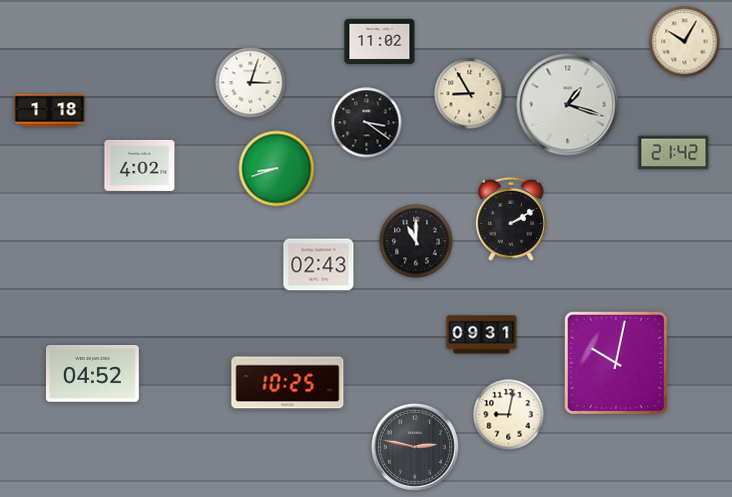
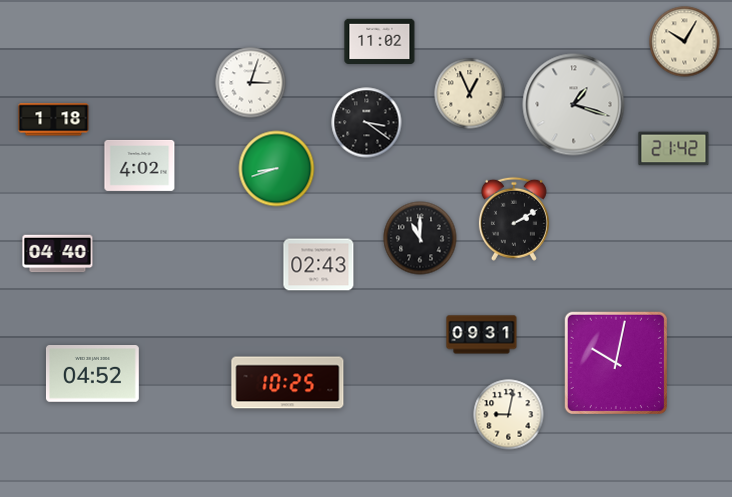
clock at (470, 94): 8:55 -> 12:56
clock at (568, 105) position: (568, 105) -> (574, 105)
clock at (50, 111) position: (50, 111) -> (54, 120)
clock at (674, 153) position: (674, 153) -> (674, 149)
clock at (511, 219) position: (511, 219) -> (514, 219)
clock at (416, 241) position: (416, 241) -> (420, 238)
clock at (58, 254): none -> 04:40
clock at (415, 447): 2:47 -> none
